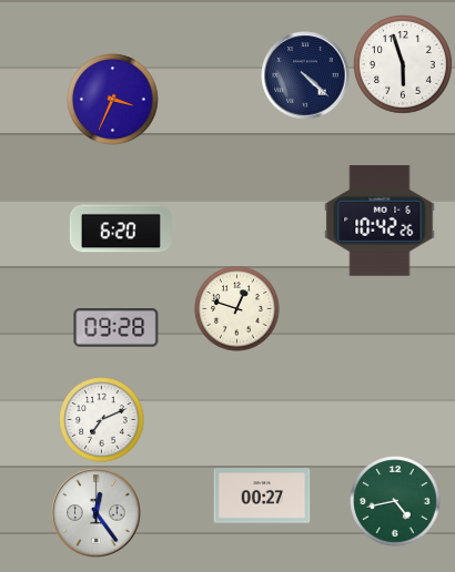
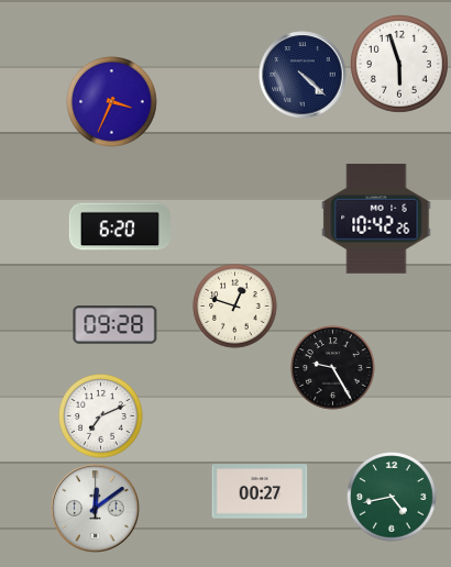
clock at (113, 100) position: (113, 100) -> (112, 102)
clock at (333, 368): none -> 9:25
clock at (97, 513): 12:24 -> 12:09
